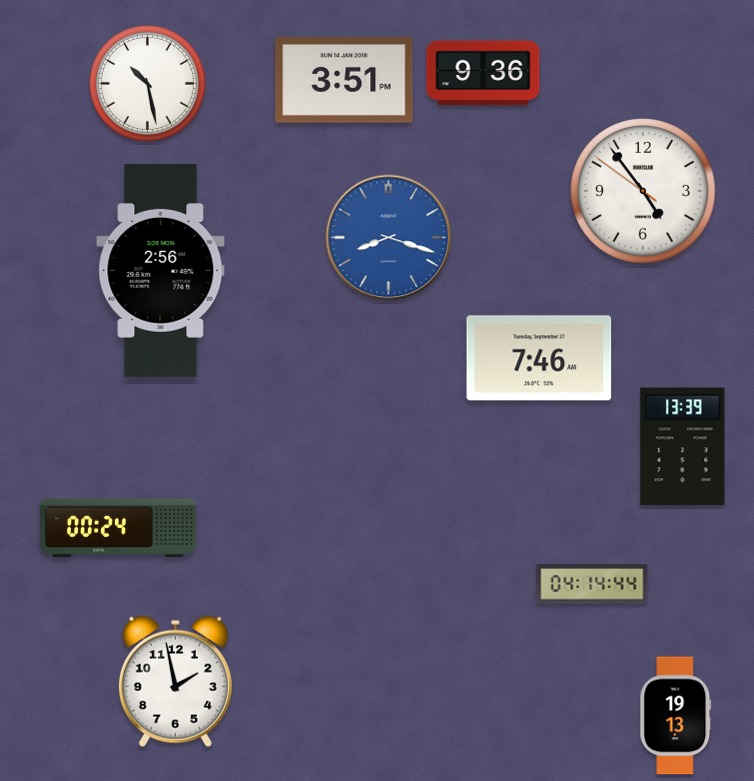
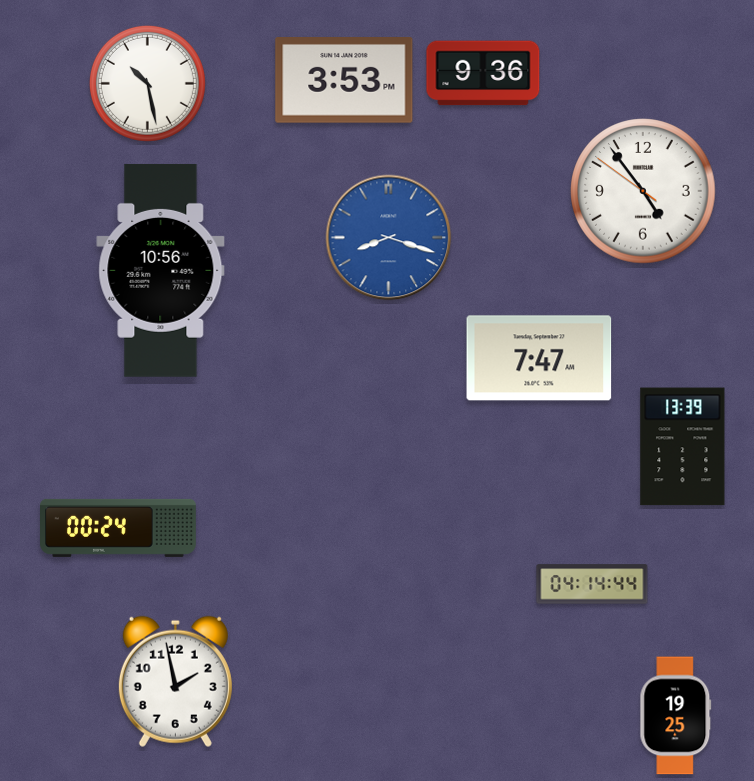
clock at (344, 81): 3:51 -> 3:53
clock at (161, 270): 2:56 -> 10:56
clock at (539, 358): 7:46 -> 7:47
clock at (676, 716): 19:13 -> 19:25
